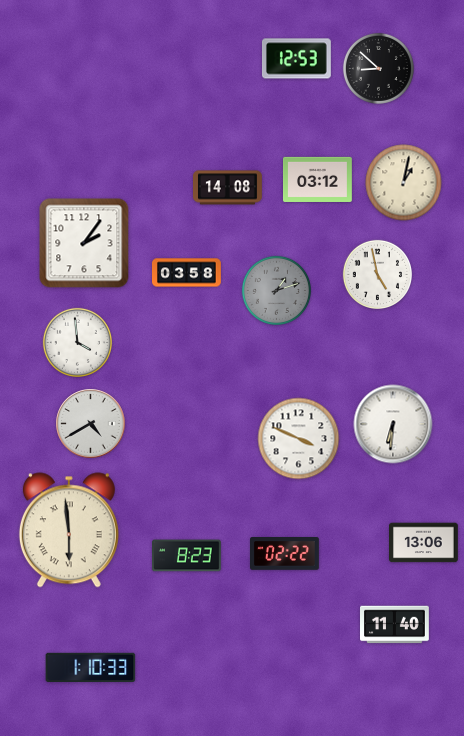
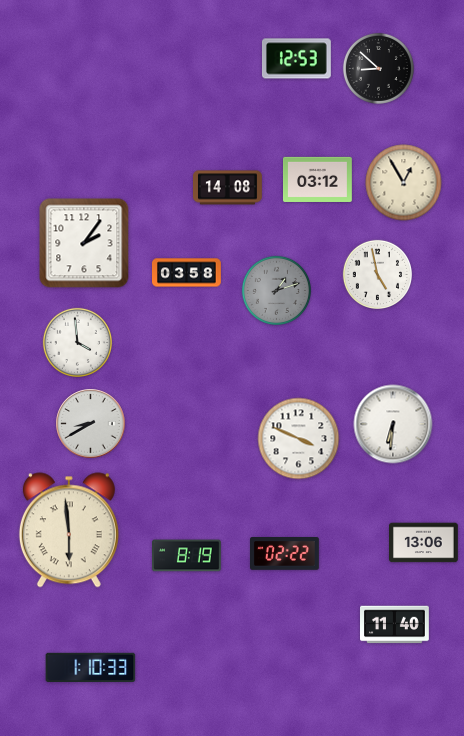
clock at (404, 183): 1:02 -> 12:55
clock at (91, 424): 4:40 -> 8:40
clock at (187, 556): 8:23 -> 8:19
